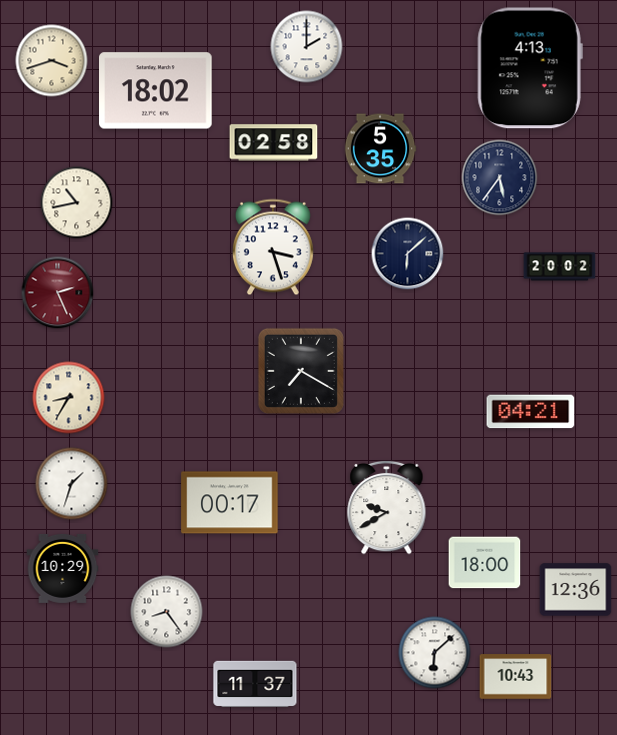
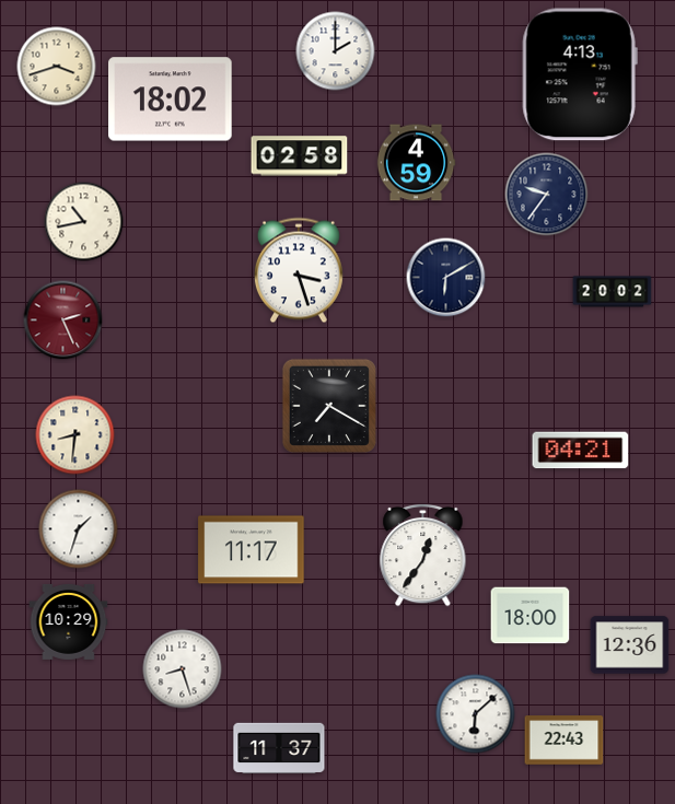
clock at (380, 149): 5:35 -> 4:59
clock at (500, 178): 5:36 -> 9:36
clock at (408, 254): 6:08 -> 6:10
clock at (69, 398): 8:35 -> 8:31
clock at (230, 503): 00:17 -> 11:17
clock at (387, 507): 9:40 -> 12:36
clock at (167, 612): 8:24 -> 8:27
clock at (516, 677): 10:43 -> 22:43
